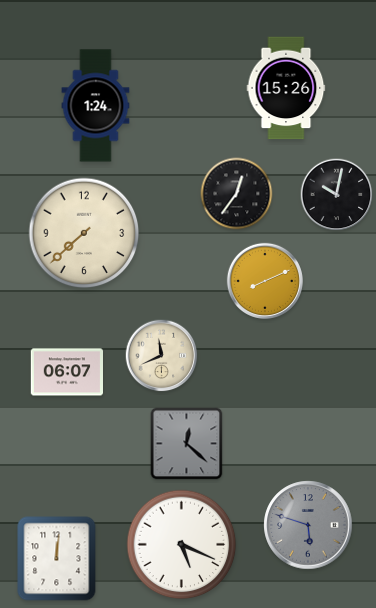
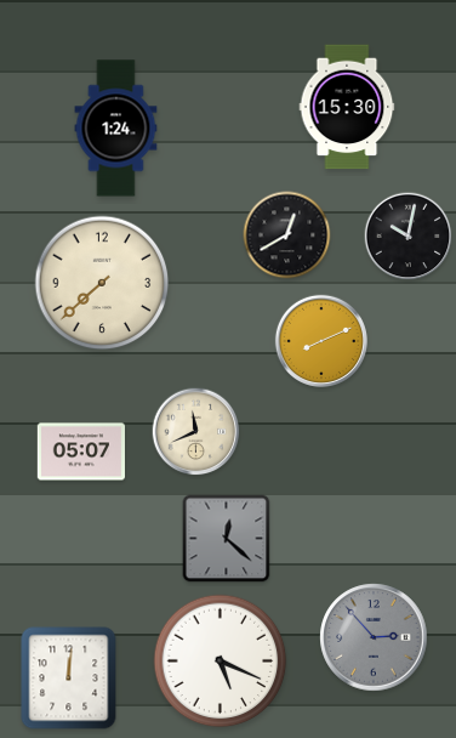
clock at (286, 88): 15:26 -> 15:30
clock at (237, 194): 12:36 -> 12:40
clock at (66, 372): 06:07 -> 05:07
clock at (308, 525): 5:48 -> 2:53
